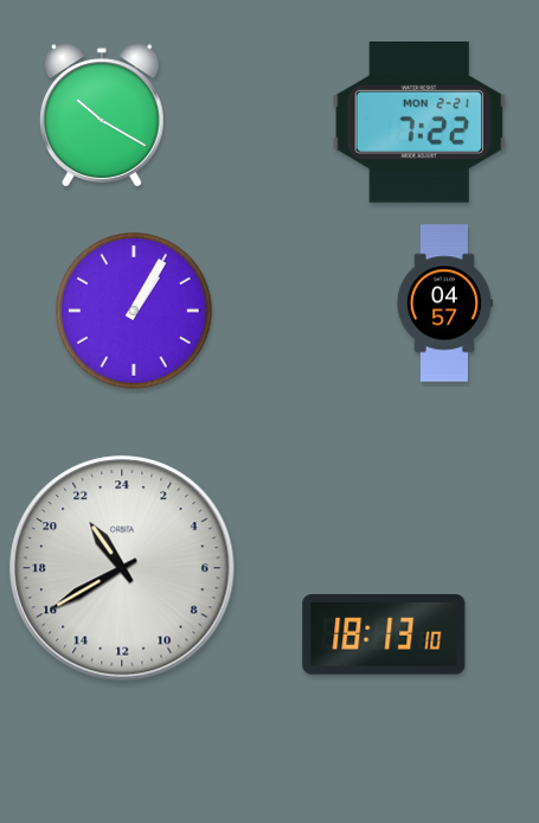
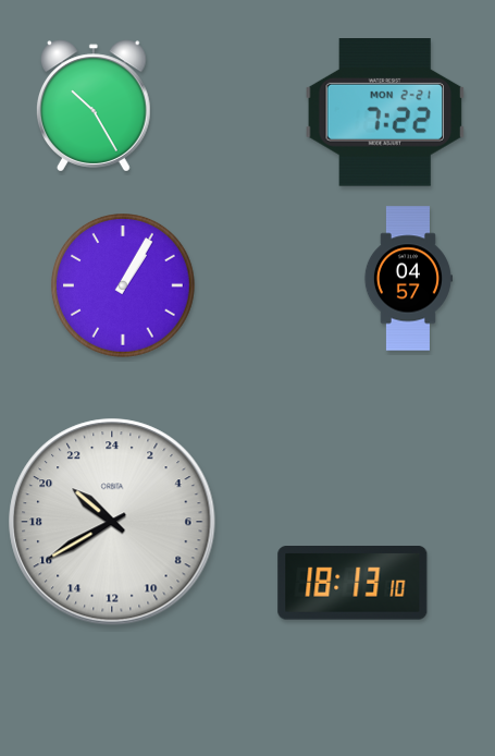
clock at (102, 115): 10:20 -> 10:25
clock at (122, 568): 21:40 -> 20:40
